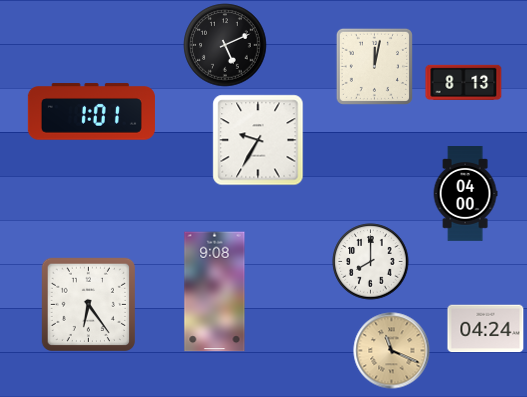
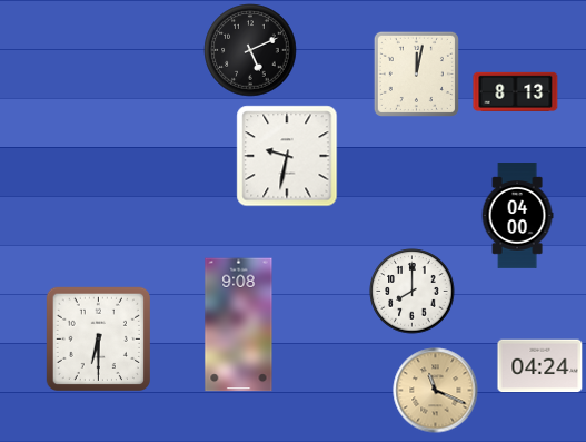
clock at (91, 112): 1:01 -> none
clock at (258, 140): 9:35 -> 9:32
clock at (88, 304): 6:24 -> 6:30
